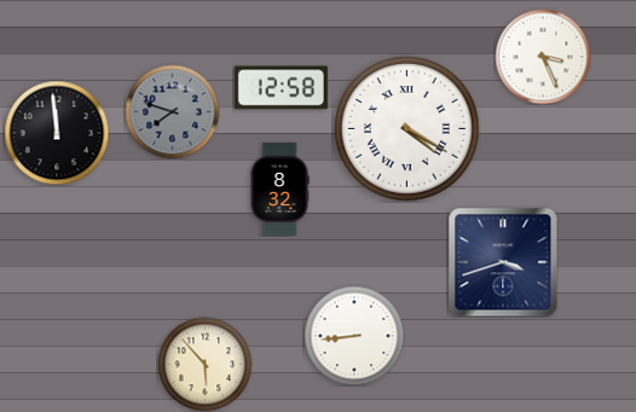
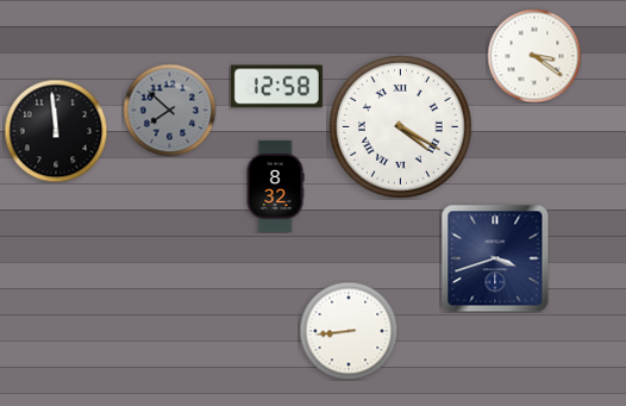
clock at (543, 57): 3:26 -> 3:21
clock at (172, 111): 7:48 -> 7:52
clock at (204, 364): 5:53 -> none
